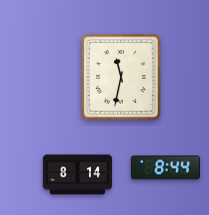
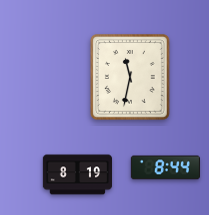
clock at (121, 78) position: (121, 78) -> (130, 78)
clock at (77, 175): 8:14 -> 8:19
